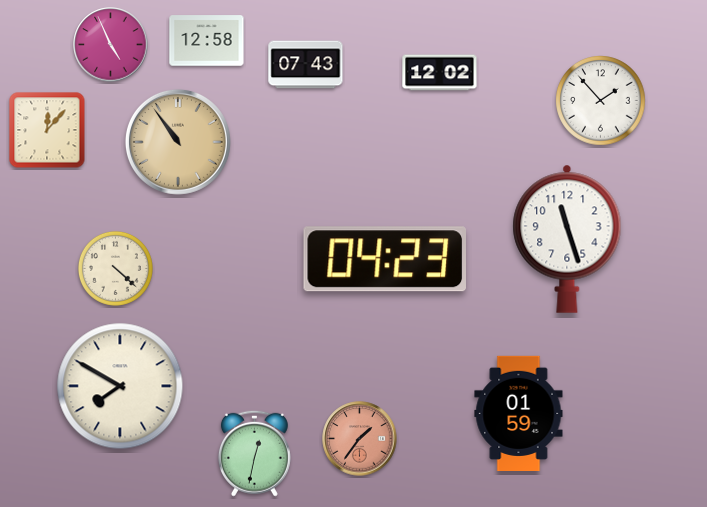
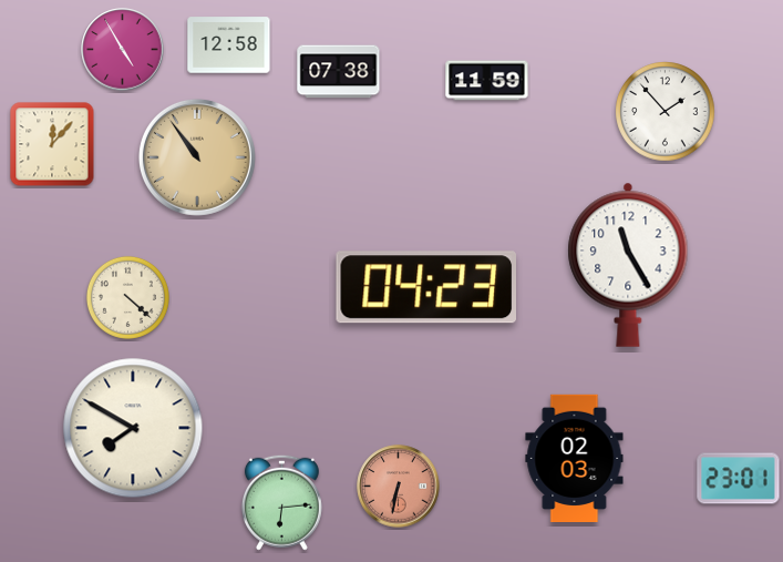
clock at (111, 45): 4:56 -> 4:55
clock at (306, 65): 07:43 -> 07:38
clock at (440, 73): 12:02 -> 11:59
clock at (567, 239): 11:27 -> 11:25
clock at (519, 413): 01:59 -> 02:03
clock at (739, 479): none -> 23:01
clock at (360, 439): 1:36 -> 6:32
clock at (254, 453): 12:32 -> 6:14
